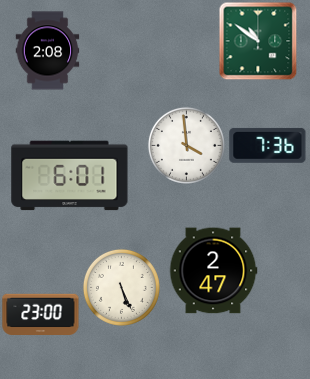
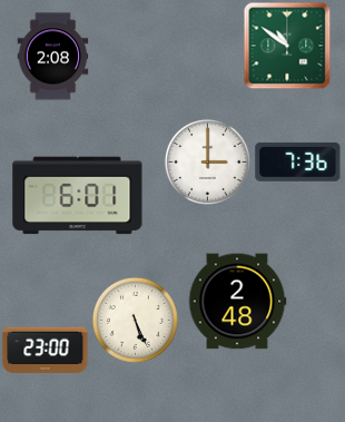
clock at (186, 145): 3:59 -> 3:00
clock at (213, 271): 2:47 -> 2:48
